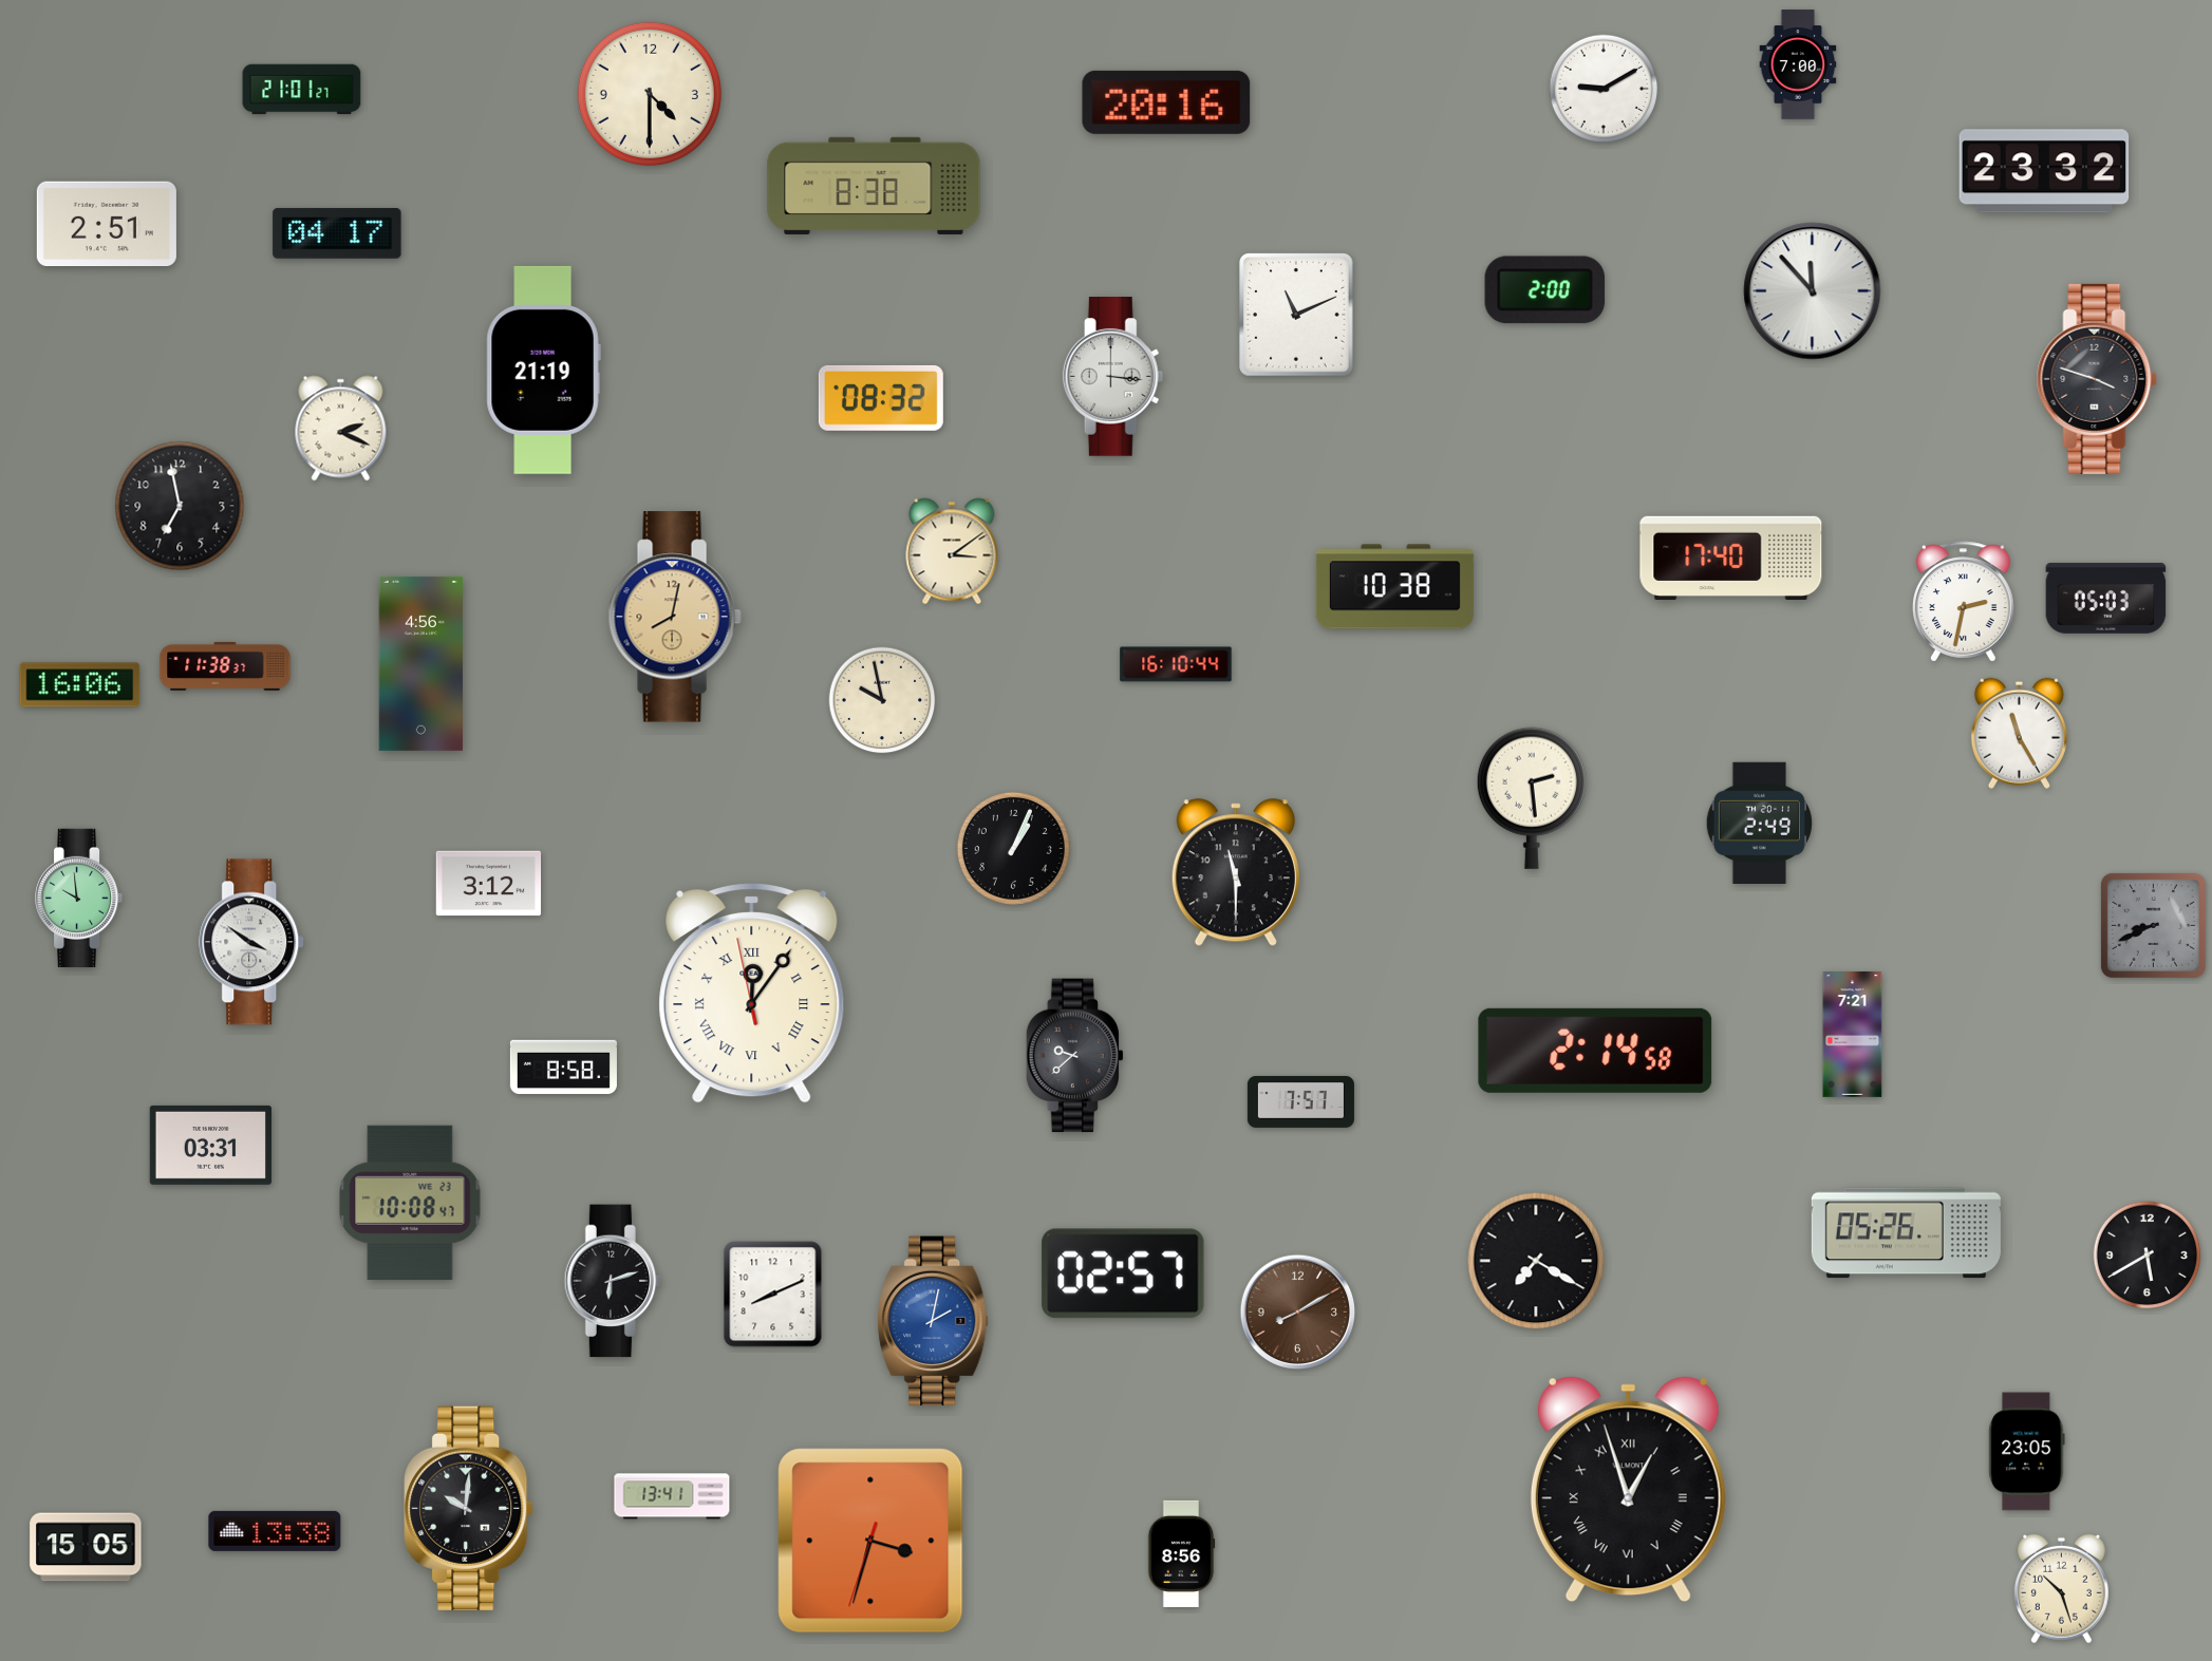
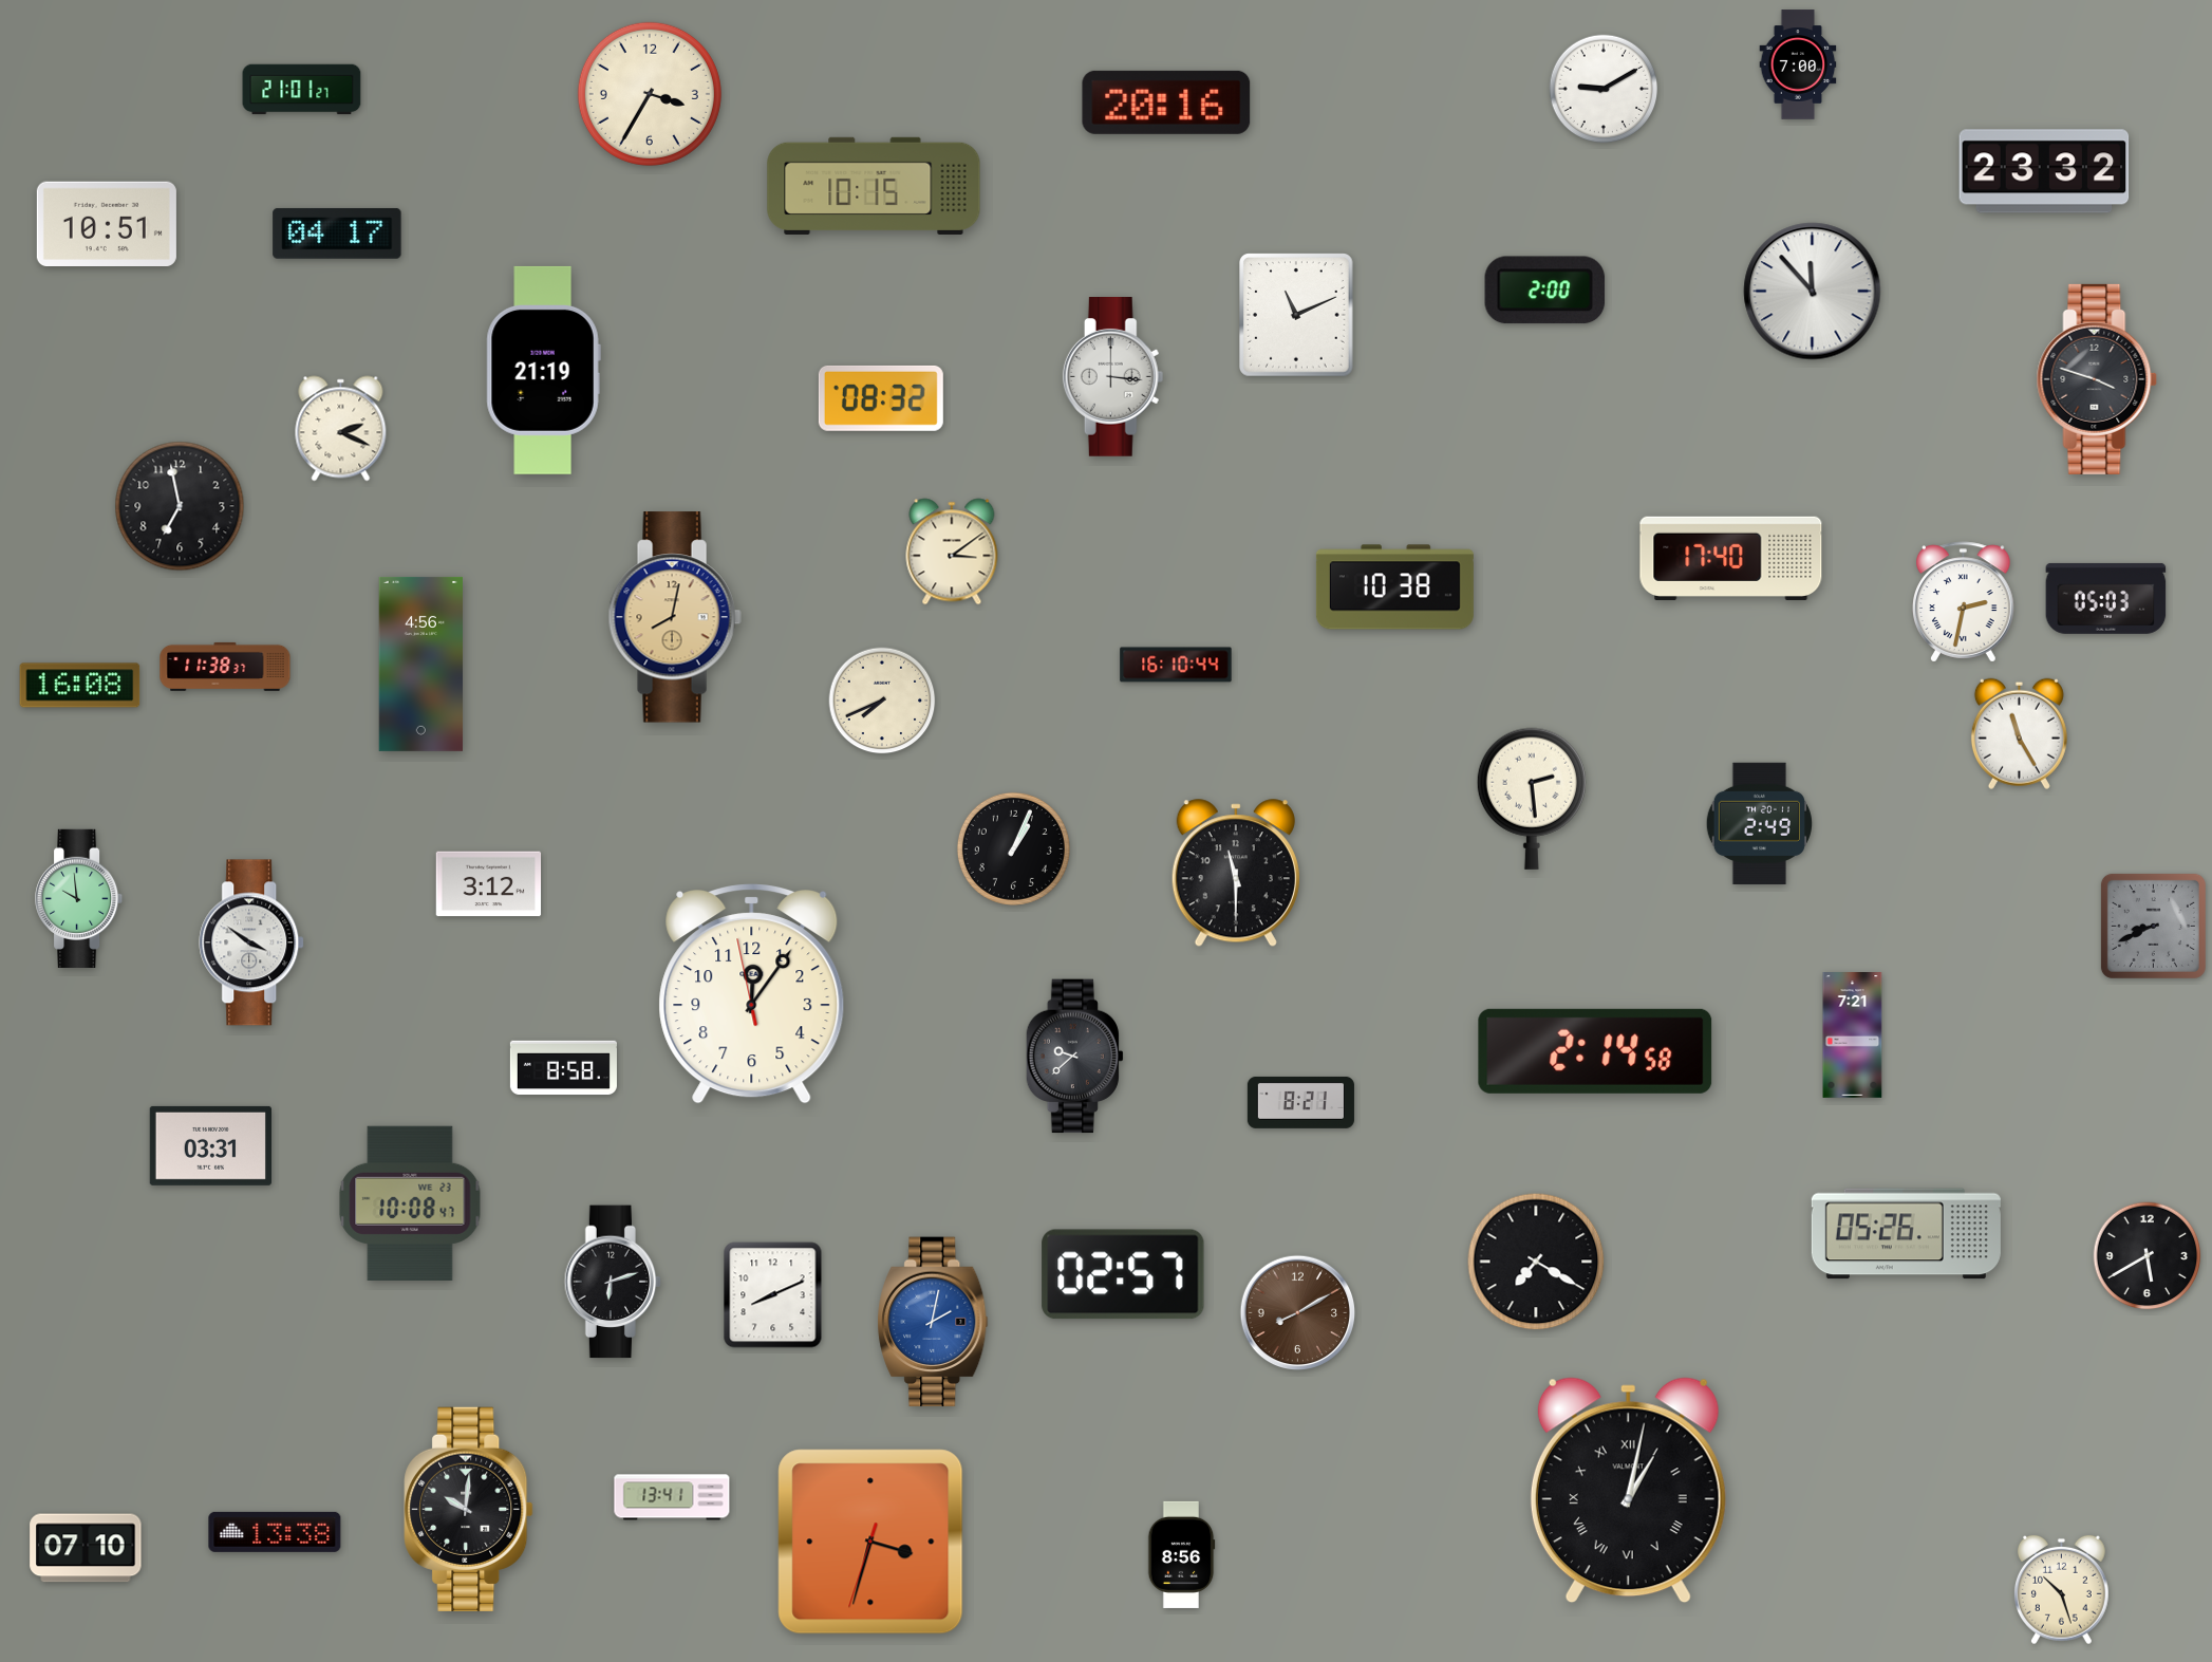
clock at (650, 94): 4:30 -> 3:35
clock at (874, 186): 8:38 -> 10:15
clock at (107, 223): 2:51 -> 10:51
clock at (80, 685): 16:06 -> 16:08
clock at (882, 700): 9:58 -> 7:41
clock at (752, 994) numerals: Roman -> Arabic
clock at (1300, 1101): 7:57 -> 8:21
clock at (2027, 1452): 23:05 -> none
clock at (1628, 1490): 12:57 -> 1:02
clock at (86, 1547): 15:05 -> 07:10
